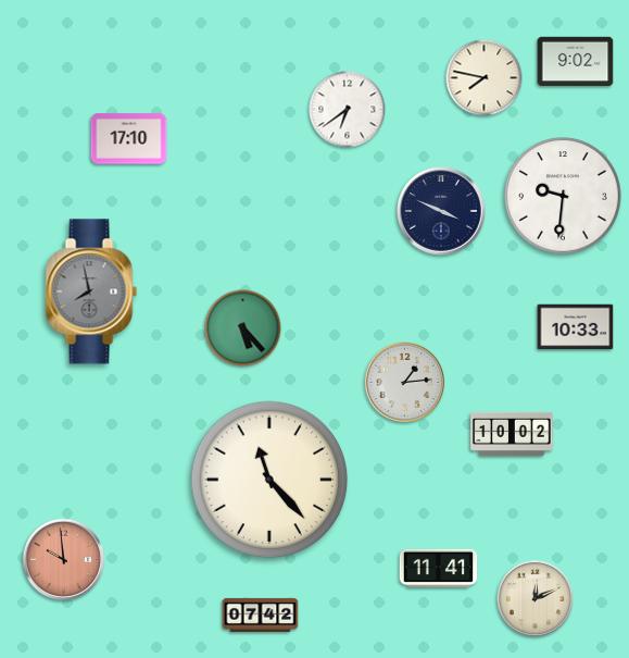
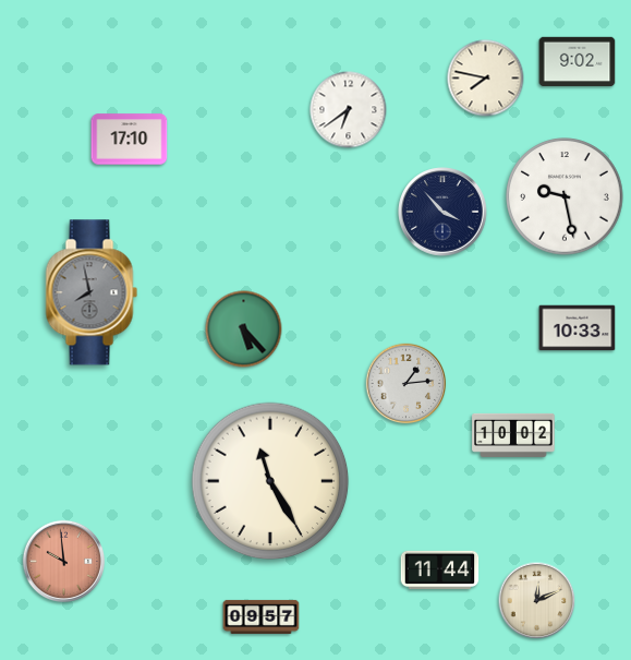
clock at (563, 196): 9:31 -> 9:28
clock at (441, 211): 3:49 -> 3:53
clock at (269, 480): 11:23 -> 11:25
clock at (439, 568): 11:41 -> 11:44
clock at (261, 614): 07:42 -> 09:57
